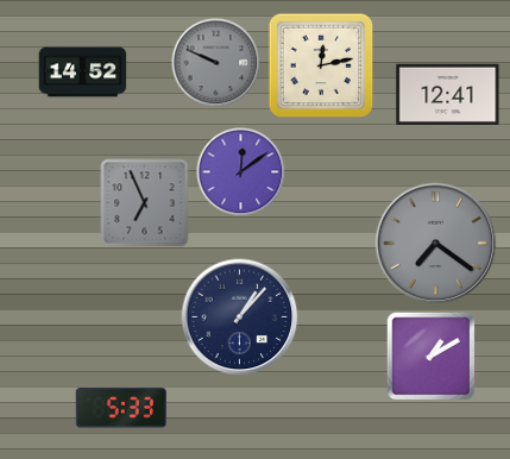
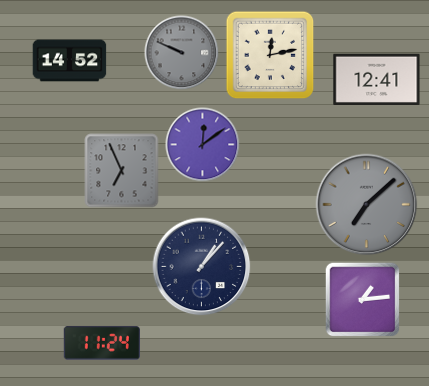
clock at (436, 244): 7:21 -> 7:08
clock at (432, 357): 1:10 -> 1:14
clock at (121, 408): 5:33 -> 11:24
